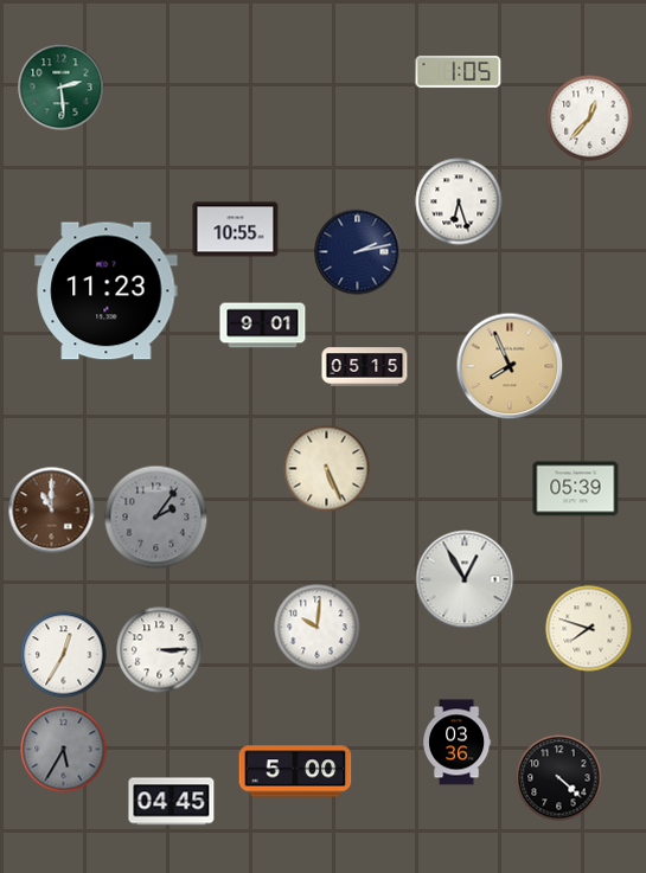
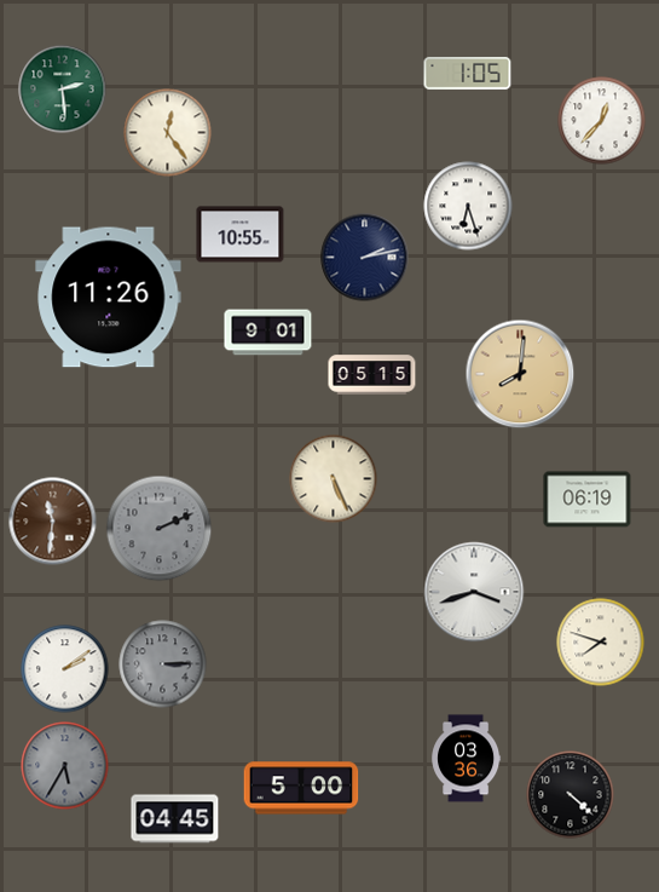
clock at (168, 133): none -> 12:24
clock at (107, 291): 11:23 -> 11:26
clock at (510, 366): 7:56 -> 8:01
clock at (576, 489): 05:39 -> 06:19
clock at (52, 511): 11:00 -> 11:31
clock at (156, 518): 2:06 -> 2:11
clock at (465, 579): 12:55 -> 3:42
clock at (318, 628): 10:01 -> none
clock at (160, 650) dial: white -> grey
clock at (64, 655): 12:35 -> 2:09
